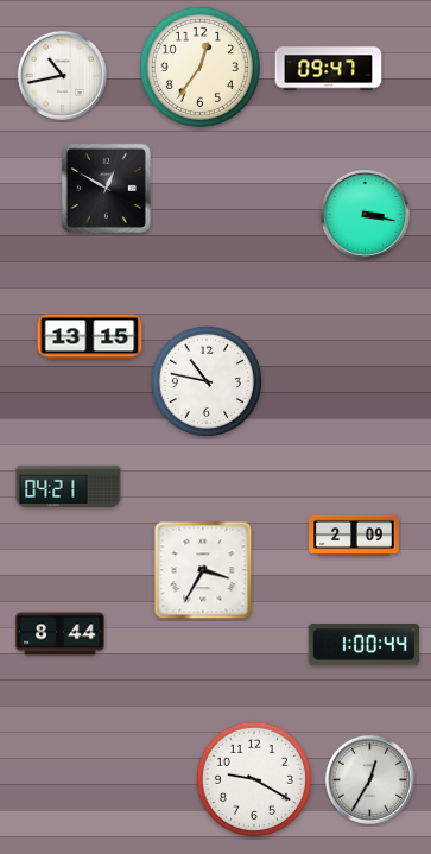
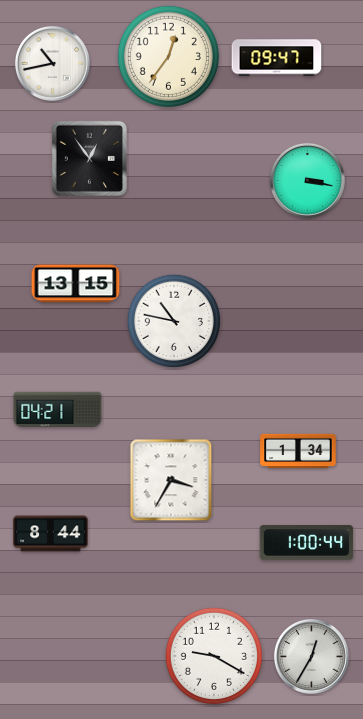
clock at (106, 188): 12:50 -> 12:54
clock at (354, 536): 2:09 -> 1:34
